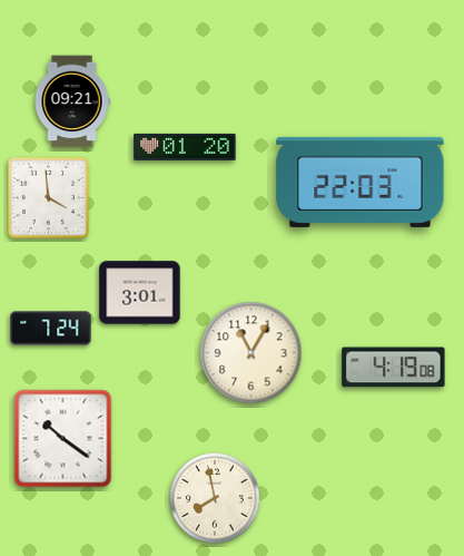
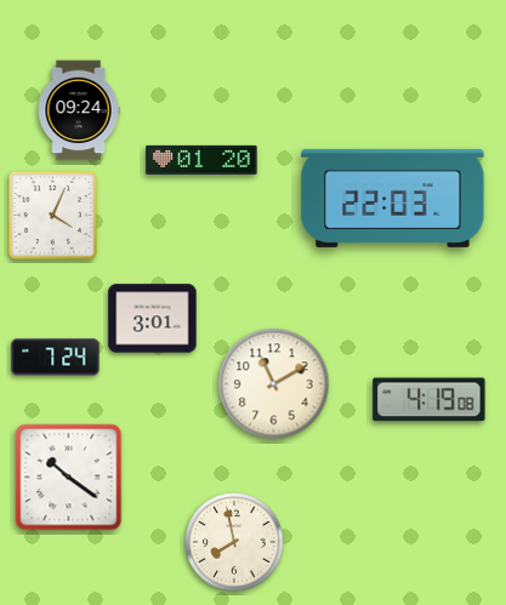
clock at (72, 101): 09:21 -> 09:24
clock at (48, 197): 3:59 -> 4:04
clock at (251, 353): 11:05 -> 11:10
